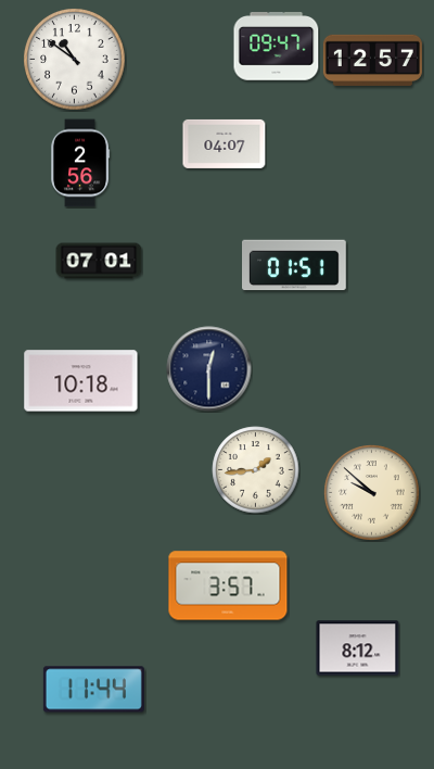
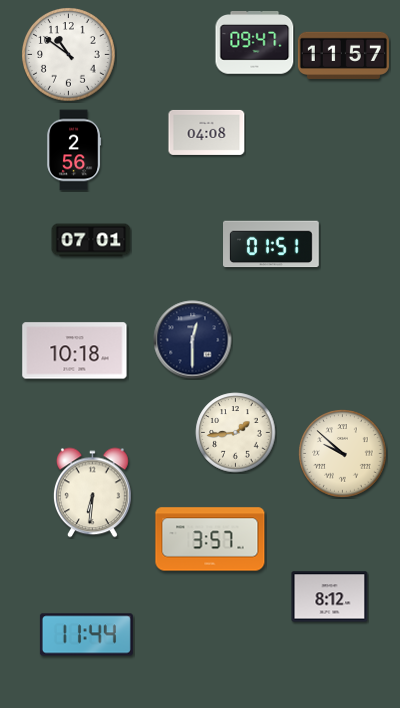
clock at (372, 60): 12:57 -> 11:57
clock at (225, 143): 04:07 -> 04:08
clock at (92, 493): none -> 6:31
